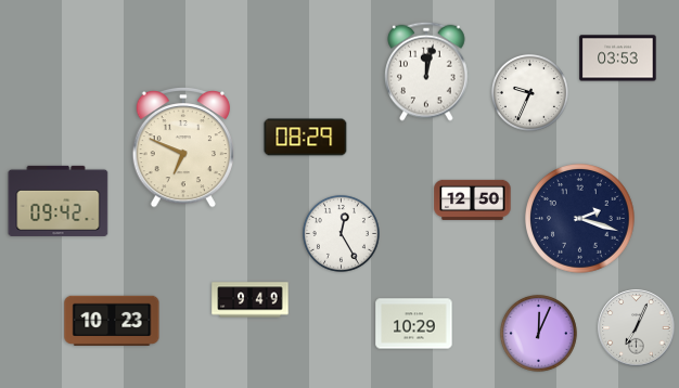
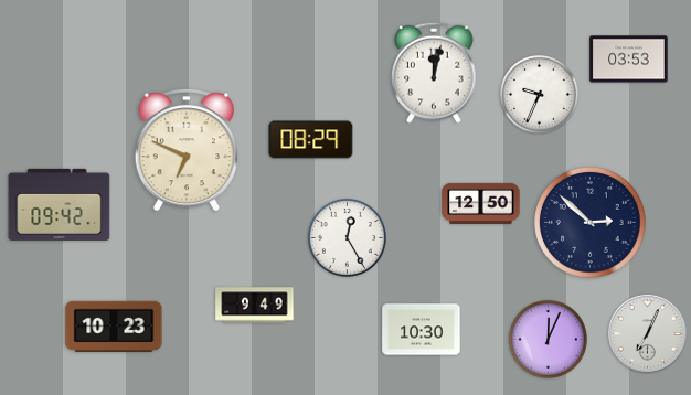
clock at (580, 219): 2:18 -> 2:52
clock at (414, 324): 10:29 -> 10:30
